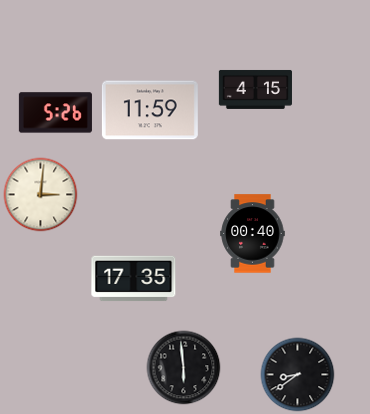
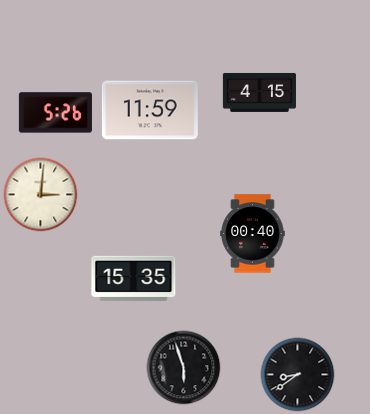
clock at (255, 89) position: (255, 89) -> (259, 92)
clock at (134, 279): 17:35 -> 15:35
clock at (184, 368): 5:59 -> 5:57
